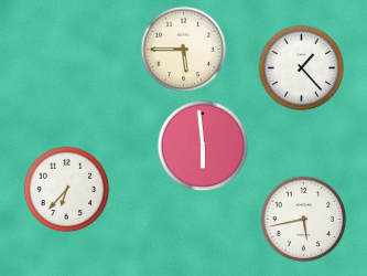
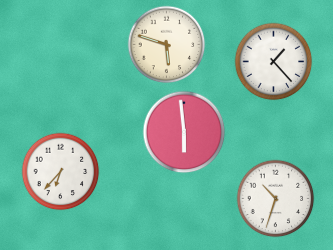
clock at (183, 49): 5:45 -> 5:48
clock at (303, 219): 5:43 -> 10:33
